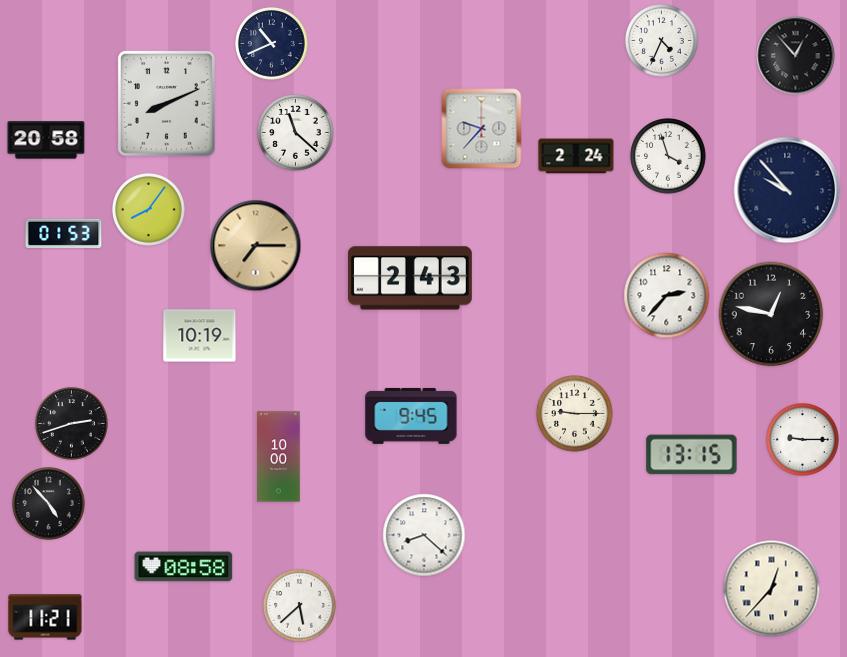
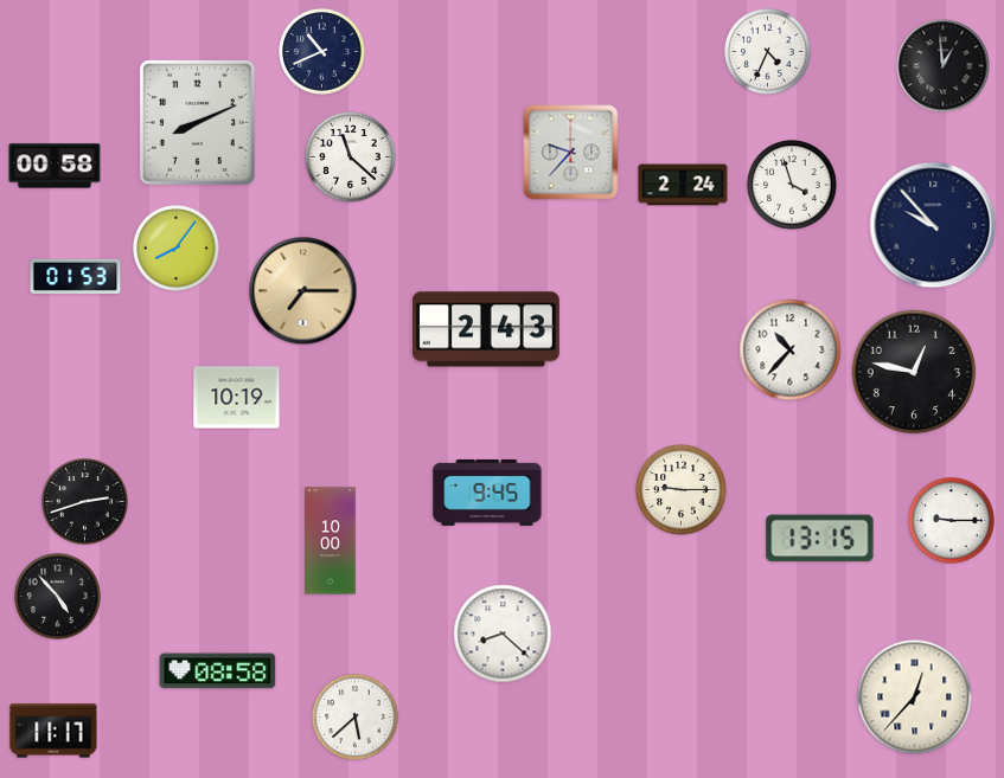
clock at (662, 41) position: (662, 41) -> (768, 52)
clock at (796, 56): 12:53 -> 12:59
clock at (46, 140): 20:58 -> 00:58
clock at (667, 296): 2:37 -> 10:37
clock at (45, 617): 11:21 -> 11:17
